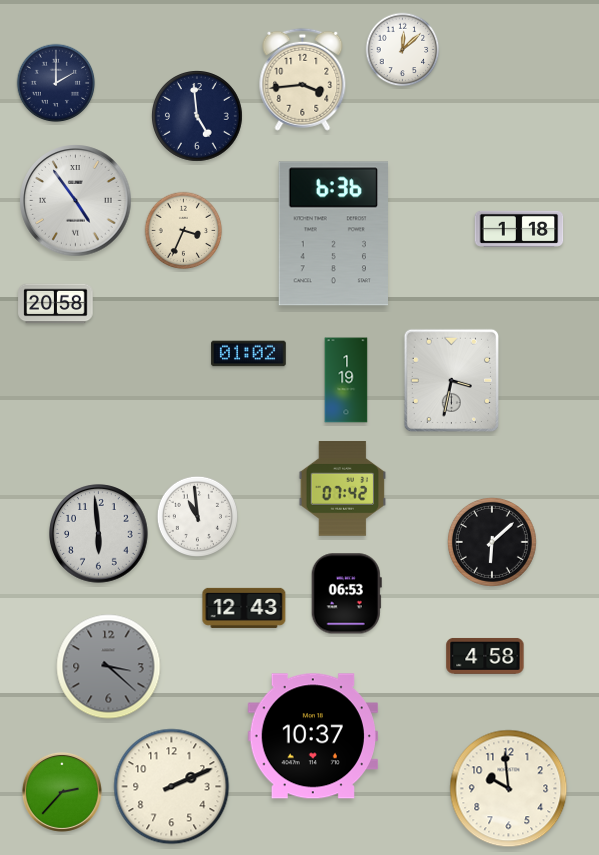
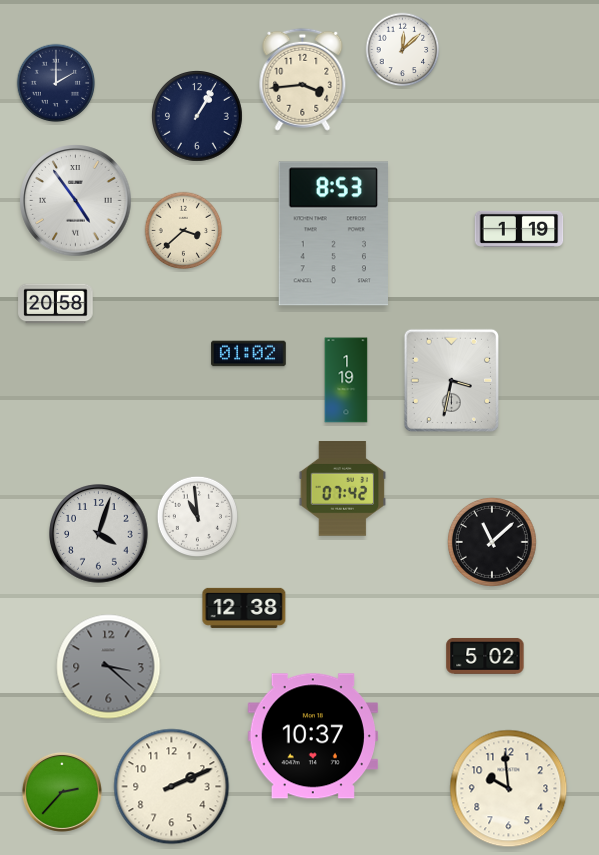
clock at (198, 117): 4:59 -> 1:05
clock at (519, 229): 1:18 -> 1:19
clock at (184, 231): 3:34 -> 3:38
clock at (334, 234): 6:36 -> 8:53
clock at (99, 534): 5:59 -> 4:03
clock at (492, 542): 6:08 -> 11:08
clock at (346, 594): 06:53 -> none
clock at (244, 608): 12:43 -> 12:38
clock at (485, 656): 4:58 -> 5:02
